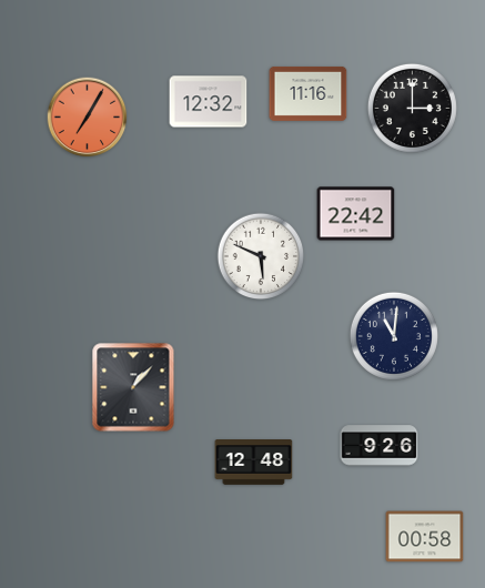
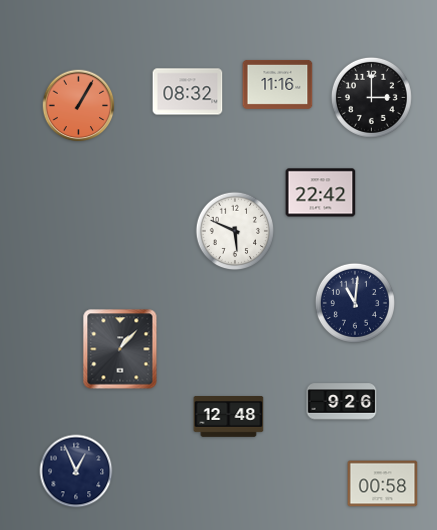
clock at (209, 102): 12:32 -> 08:32
clock at (88, 118): 7:05 -> 1:05
clock at (76, 471): none -> 12:56
